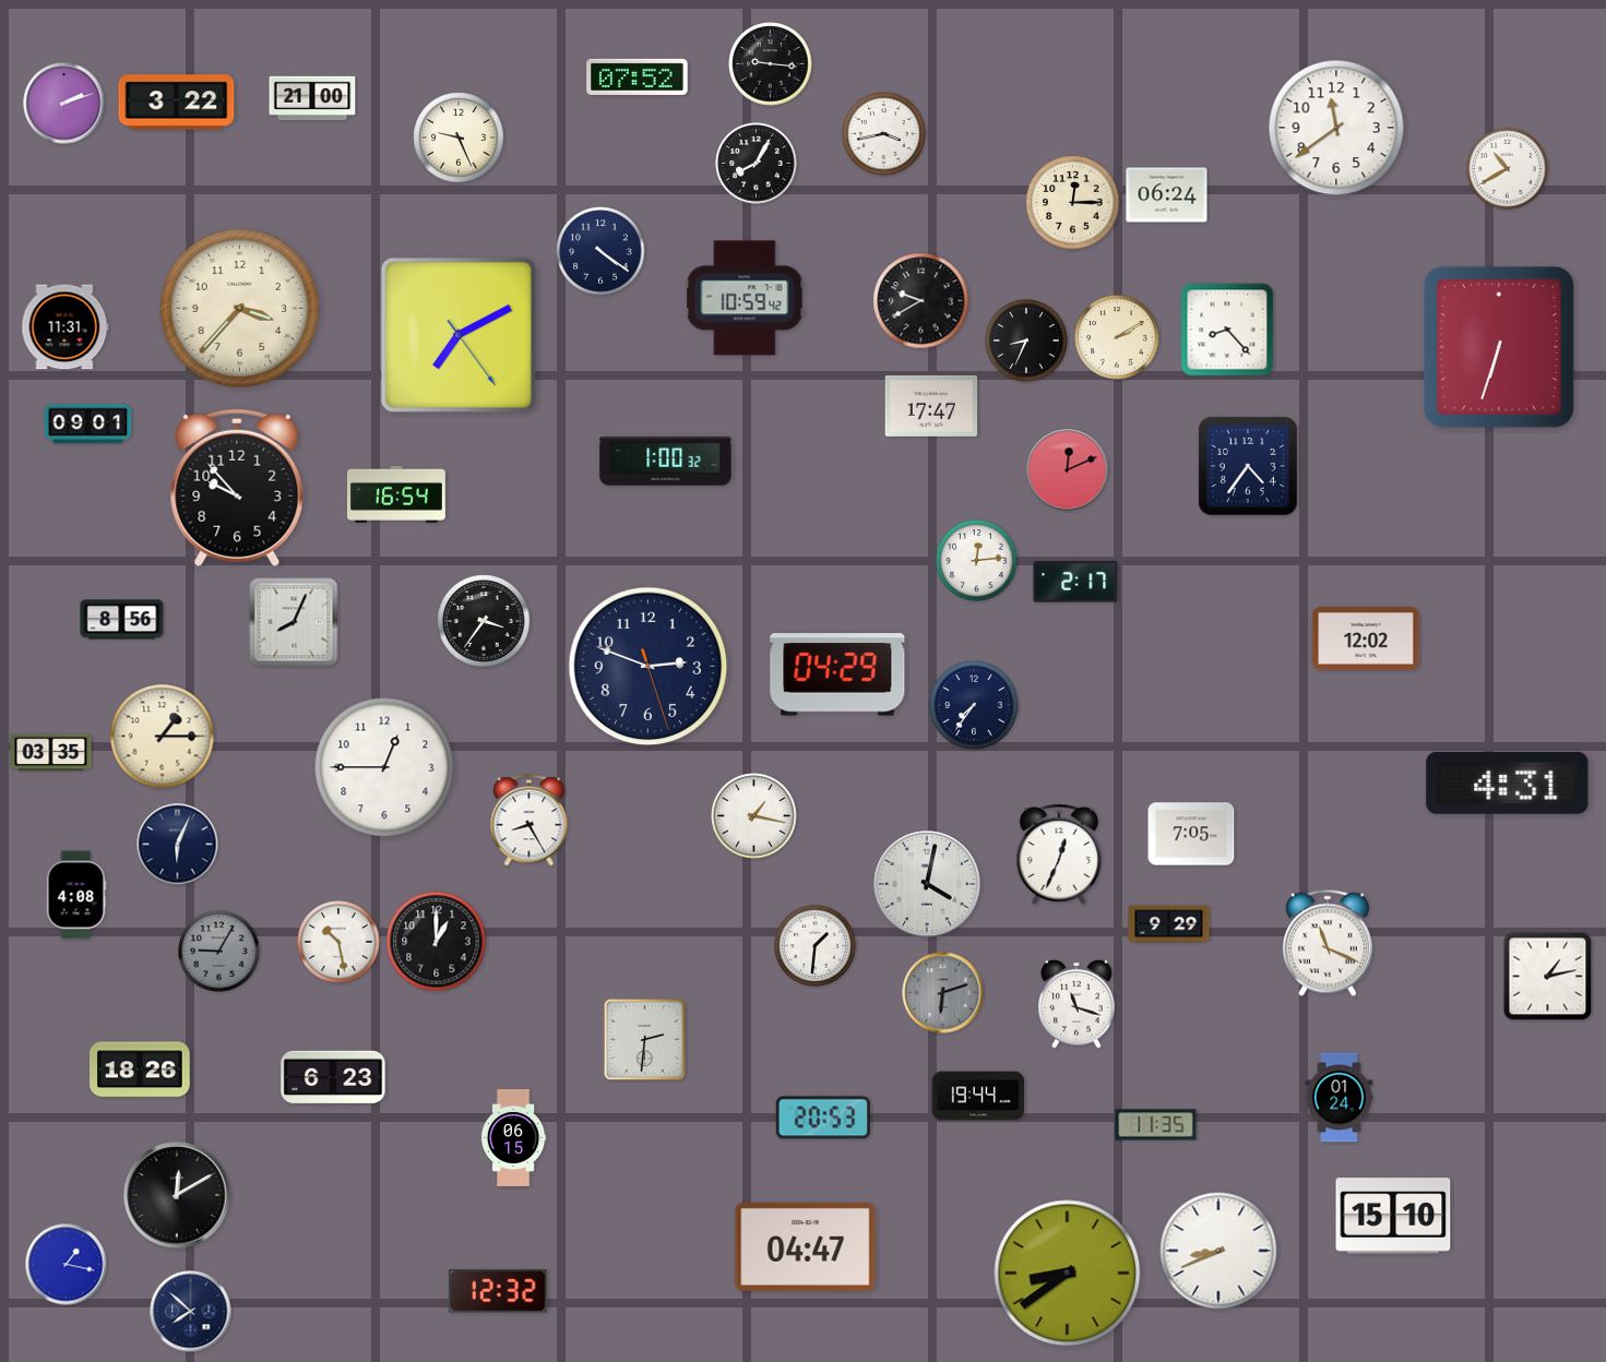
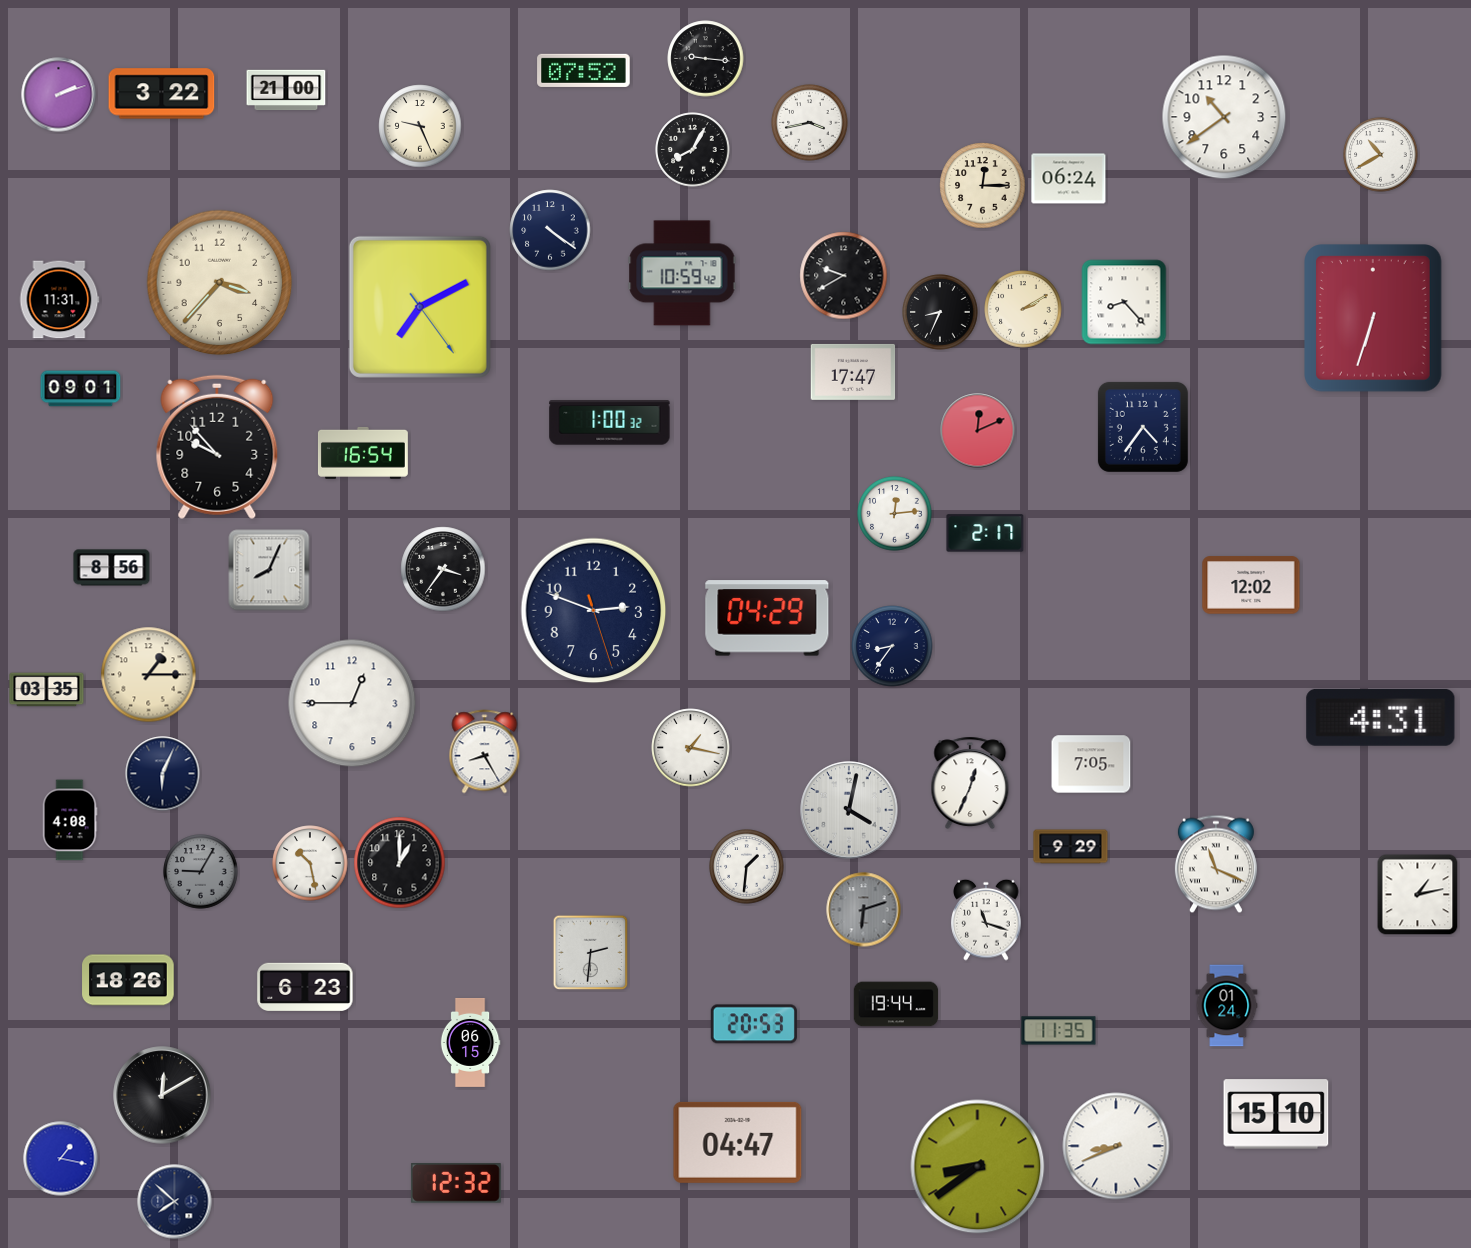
clock at (1336, 128): 11:39 -> 10:39
clock at (974, 705): 7:36 -> 8:36
